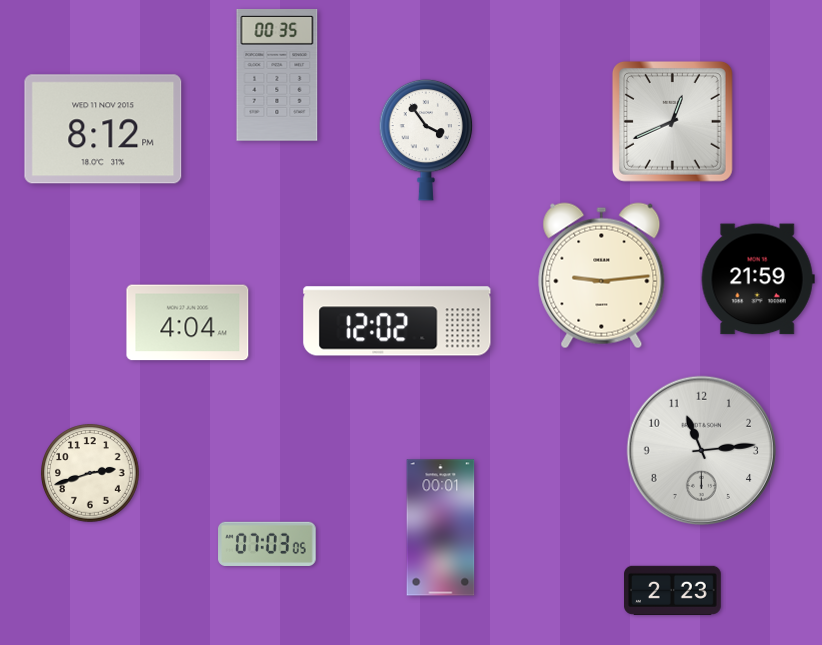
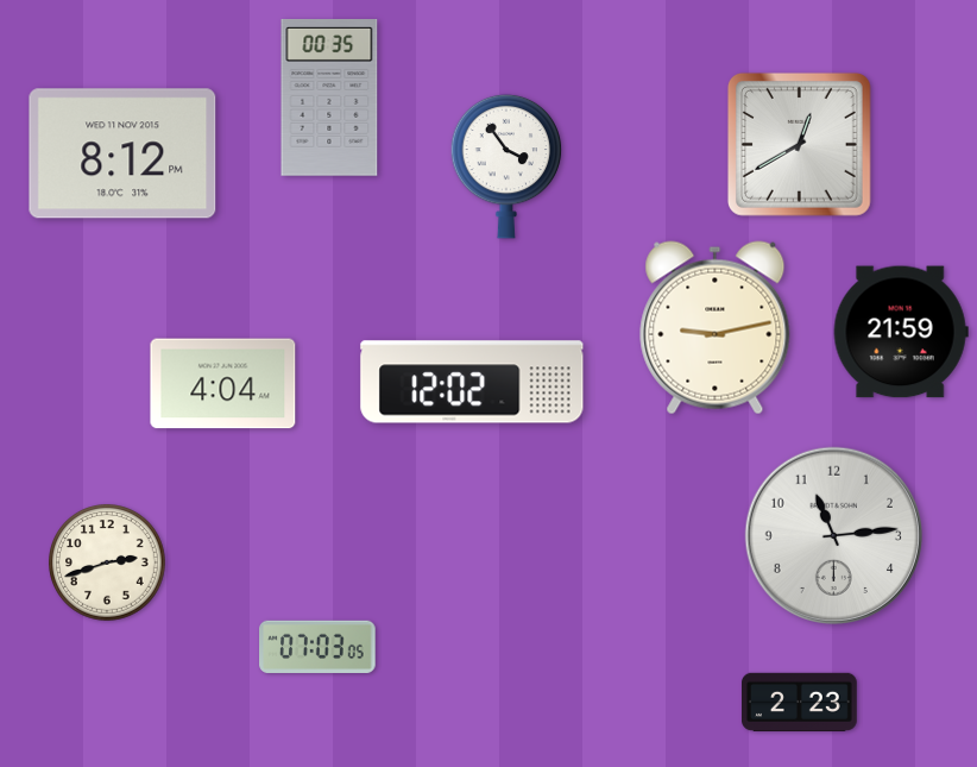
clock at (277, 76) position: (277, 76) -> (329, 99)
clock at (672, 121): 12:41 -> 12:40
clock at (602, 276): 9:14 -> 9:13
clock at (441, 528): 00:01 -> none
